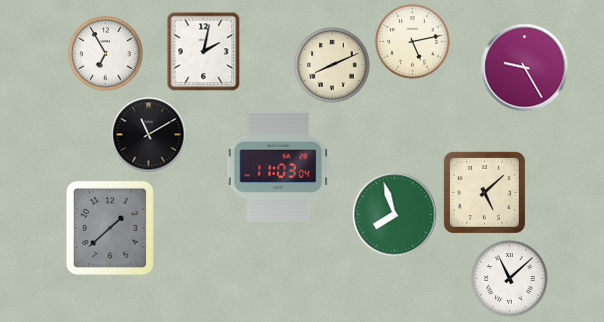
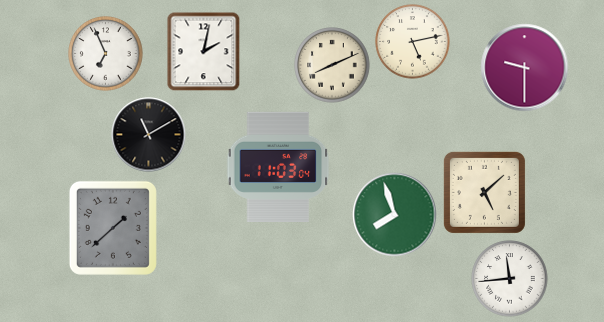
clock at (106, 54): 6:55 -> 6:56
clock at (525, 68): 9:25 -> 9:30
clock at (110, 228) position: (110, 228) -> (113, 228)
clock at (510, 279): 11:08 -> 11:44
